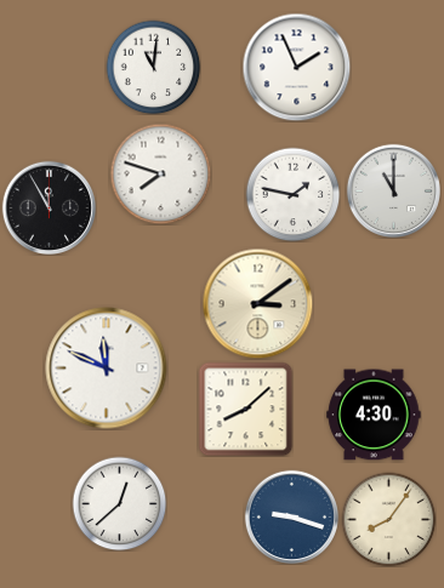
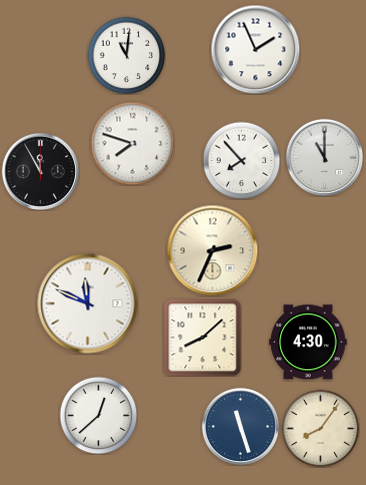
clock at (296, 67) position: (296, 67) -> (255, 49)
clock at (292, 194): 1:47 -> 7:53
clock at (257, 303): 3:09 -> 2:34
clock at (291, 516): 9:18 -> 11:27
